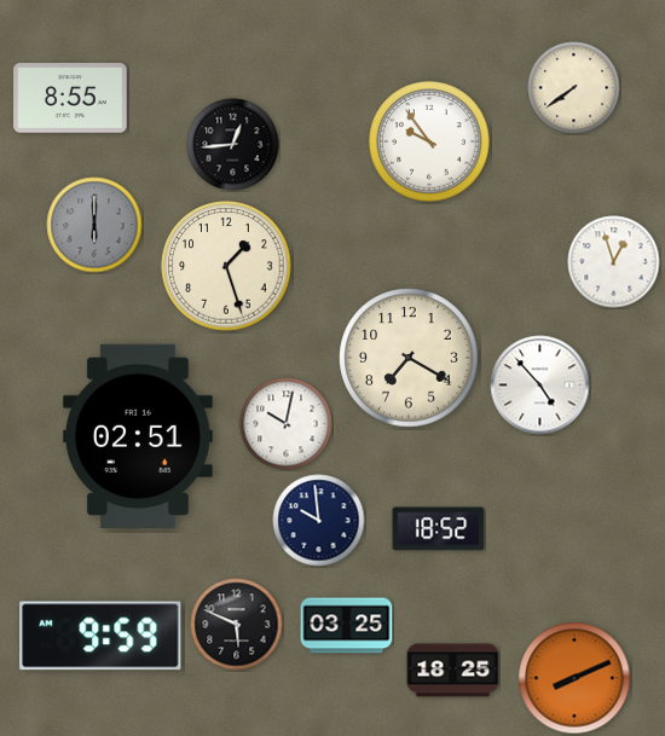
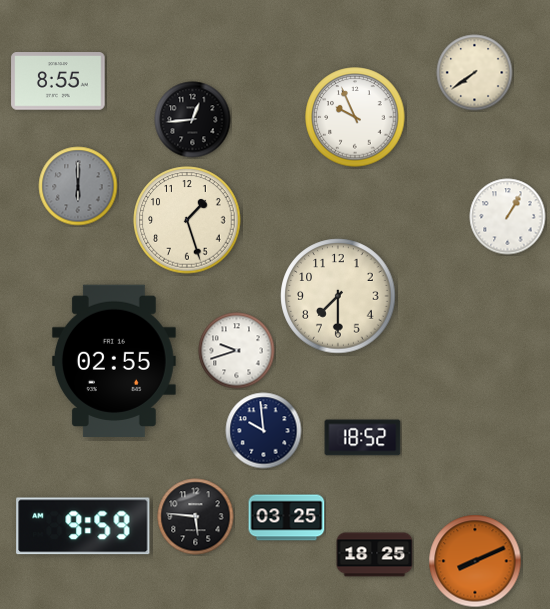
clock at (429, 141): 9:54 -> 9:56
clock at (614, 262): 12:57 -> 1:05
clock at (409, 358): 7:20 -> 7:30
clock at (540, 386): 4:53 -> none
clock at (287, 424): 10:02 -> 9:42
clock at (138, 436): 02:51 -> 02:55
clock at (237, 625): 5:49 -> 5:46
